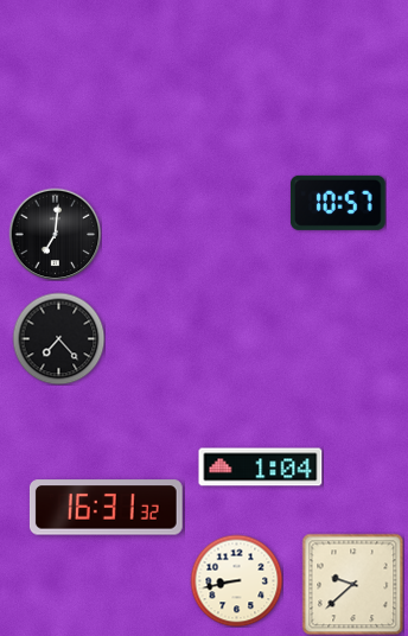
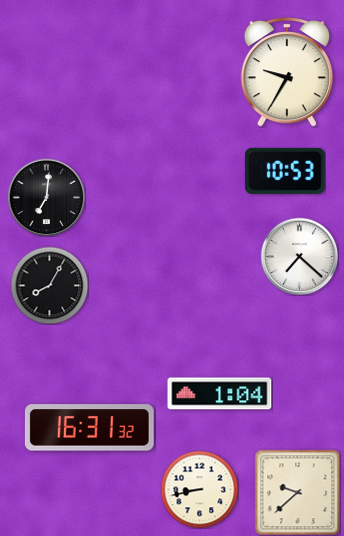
clock at (287, 72): none -> 9:35
clock at (338, 203): 10:57 -> 10:53
clock at (299, 256): none -> 7:22
clock at (58, 338): 7:23 -> 8:05
